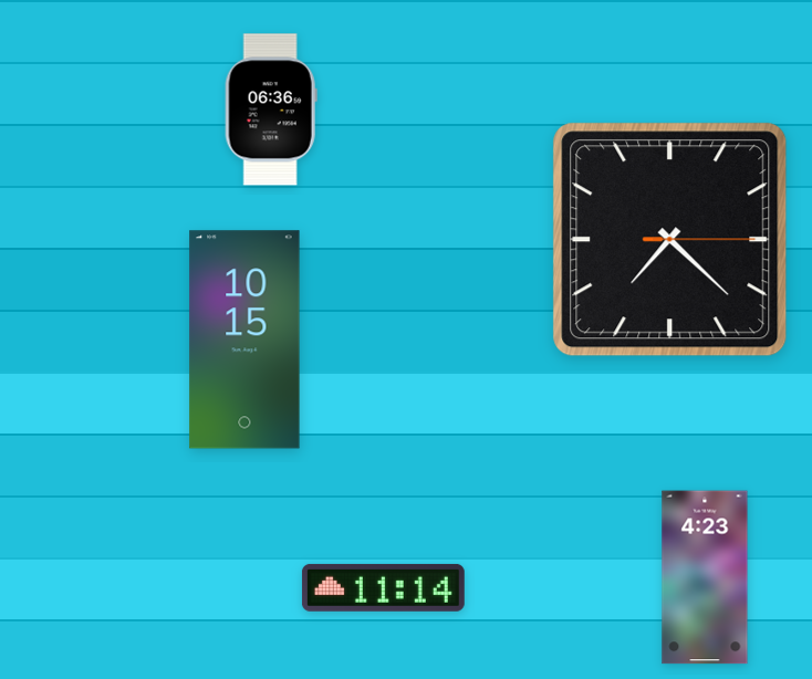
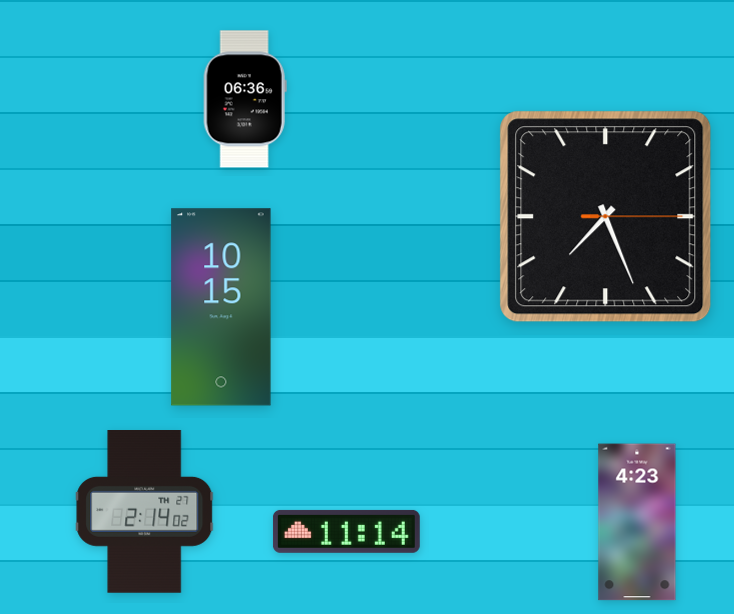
clock at (670, 240): 7:22 -> 7:26
clock at (145, 512): none -> 2:14
